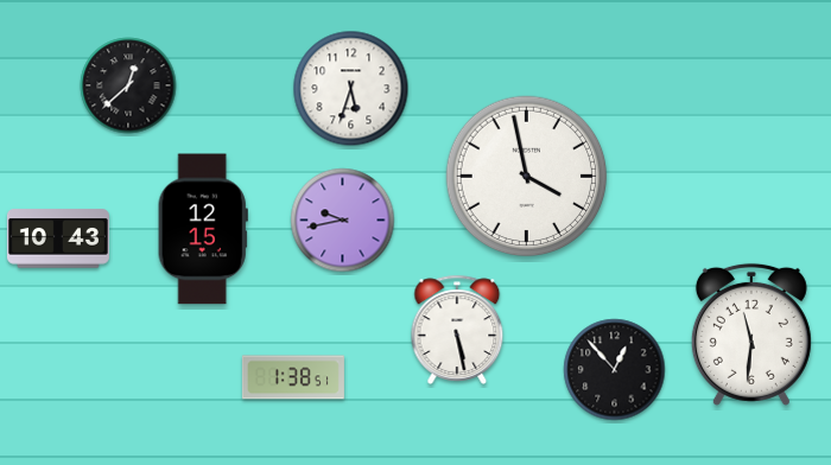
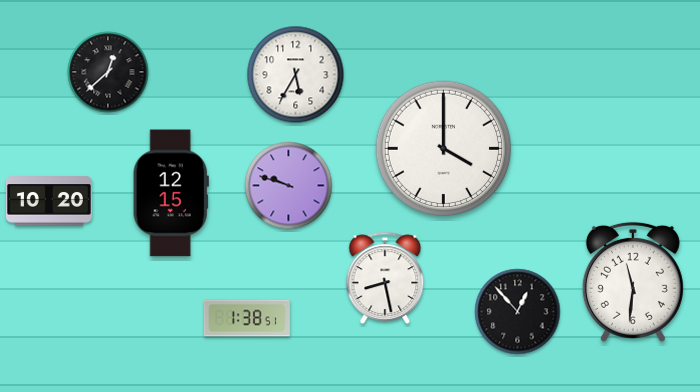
clock at (351, 89): 5:33 -> 5:35
clock at (527, 177): 3:58 -> 4:00
clock at (343, 221): 9:43 -> 9:48
clock at (58, 238): 10:43 -> 10:20
clock at (457, 330): 5:28 -> 8:28
